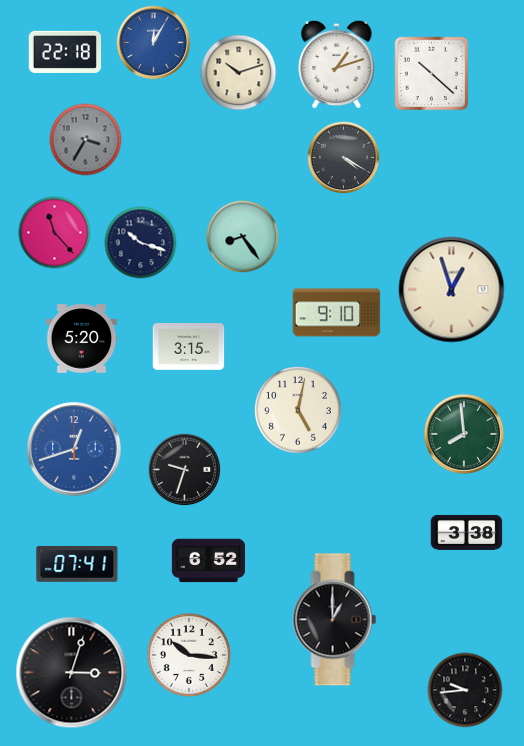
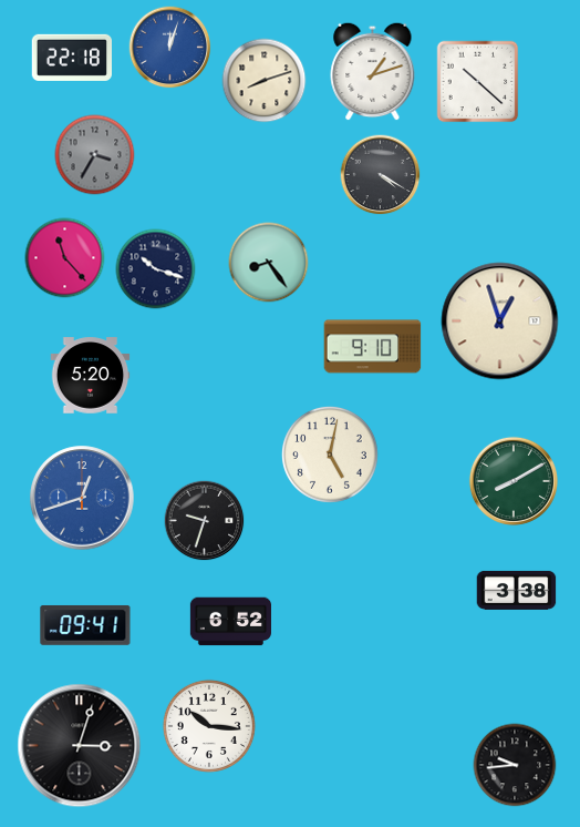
clock at (154, 43): 12:05 -> 12:03
clock at (239, 73): 10:12 -> 8:12
clock at (55, 233) position: (55, 233) -> (65, 258)
clock at (189, 347): 3:15 -> none
clock at (464, 434): 7:59 -> 8:10
clock at (77, 564): 07:41 -> 09:41
clock at (335, 620): 1:00 -> none
